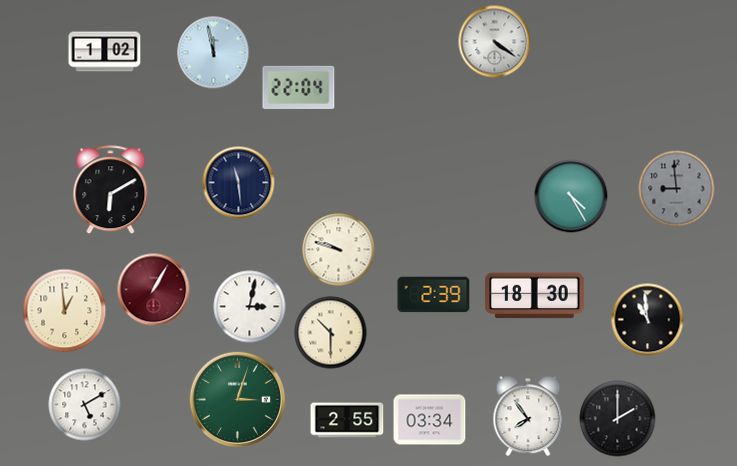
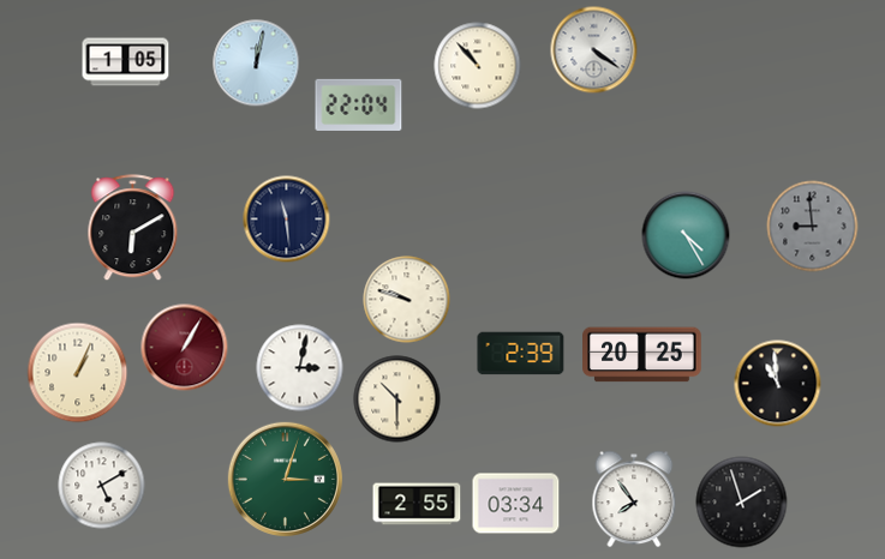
clock at (105, 52): 1:02 -> 1:05
clock at (214, 53): 11:58 -> 12:02
clock at (478, 66): none -> 10:53
clock at (535, 296): 18:30 -> 20:25
clock at (65, 311): 12:59 -> 1:04
clock at (618, 419): 2:00 -> 1:57
